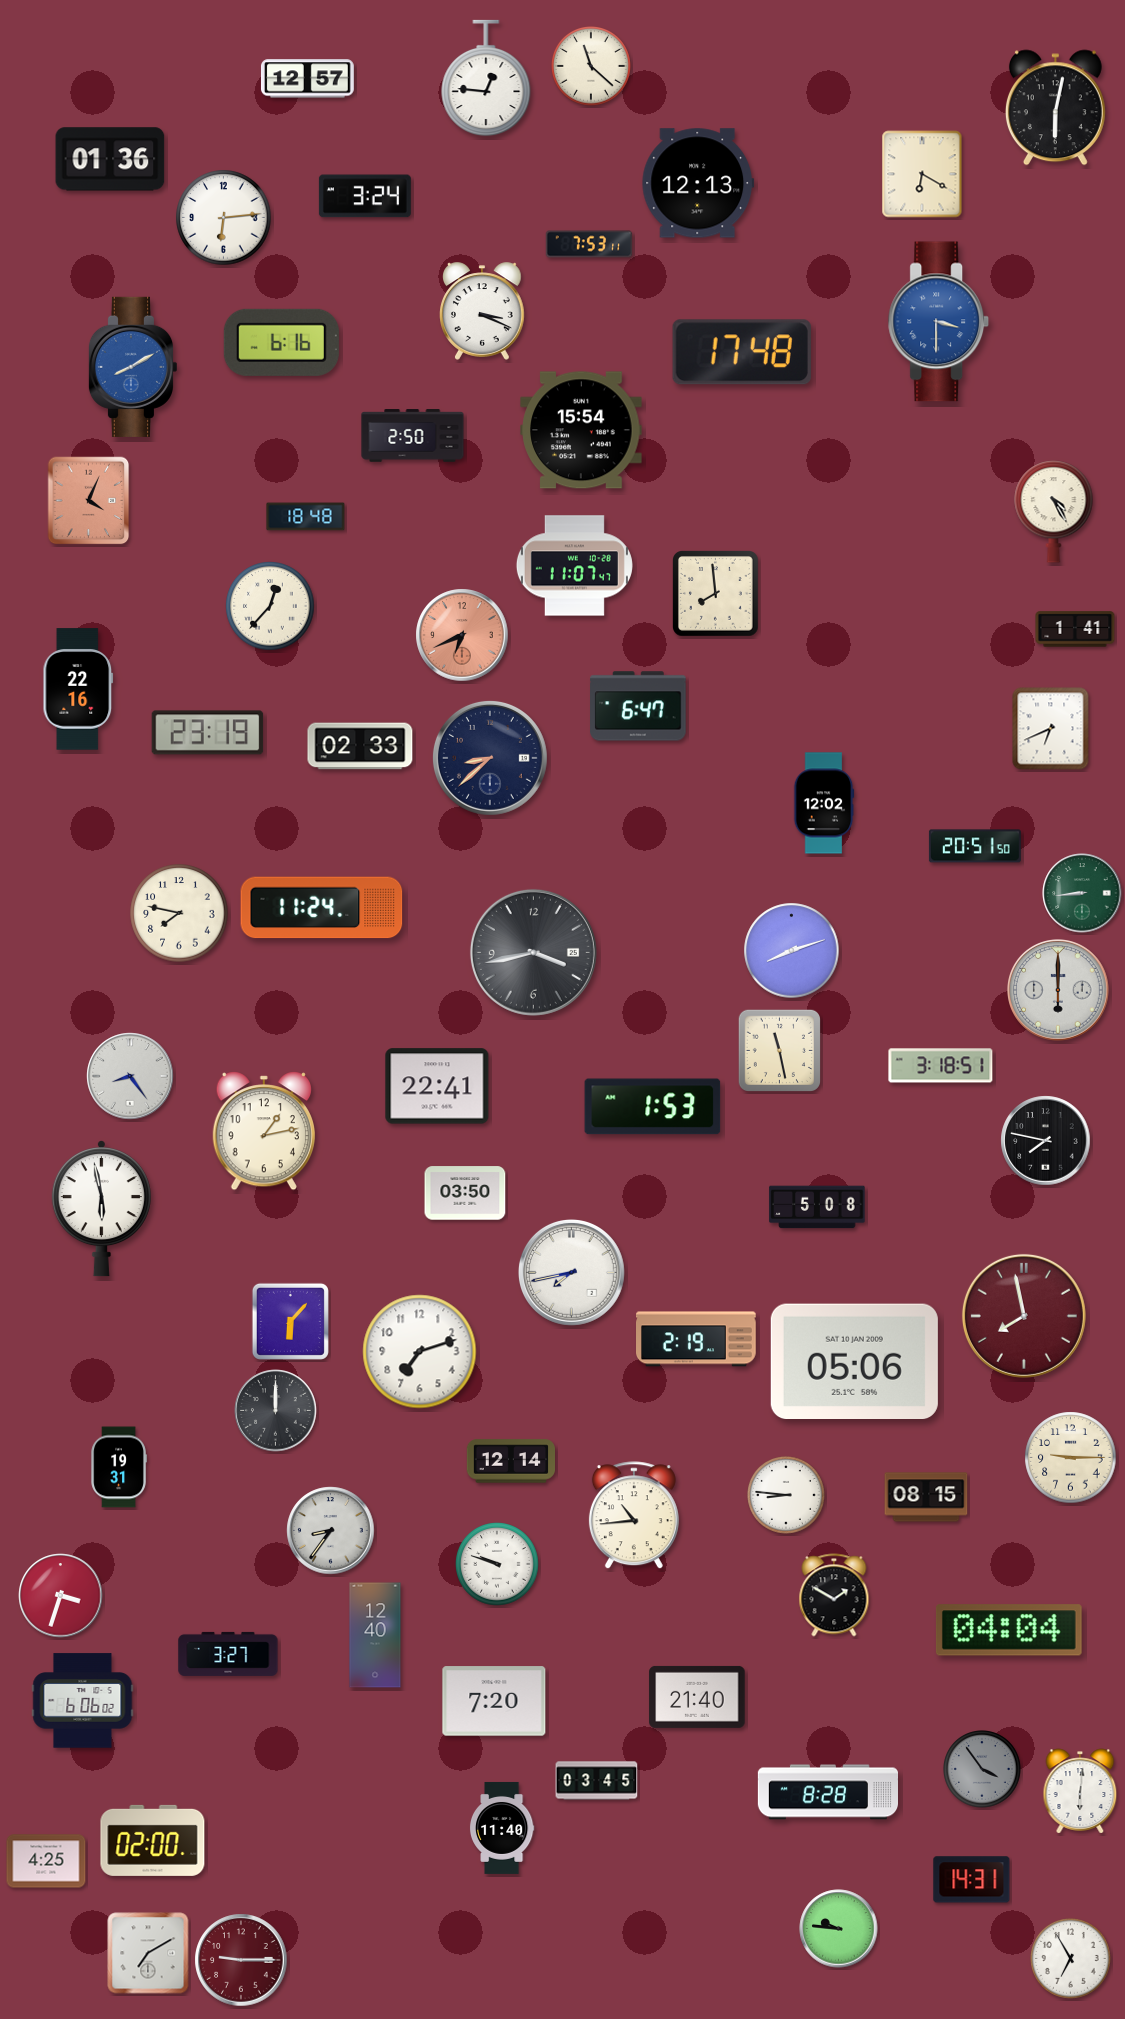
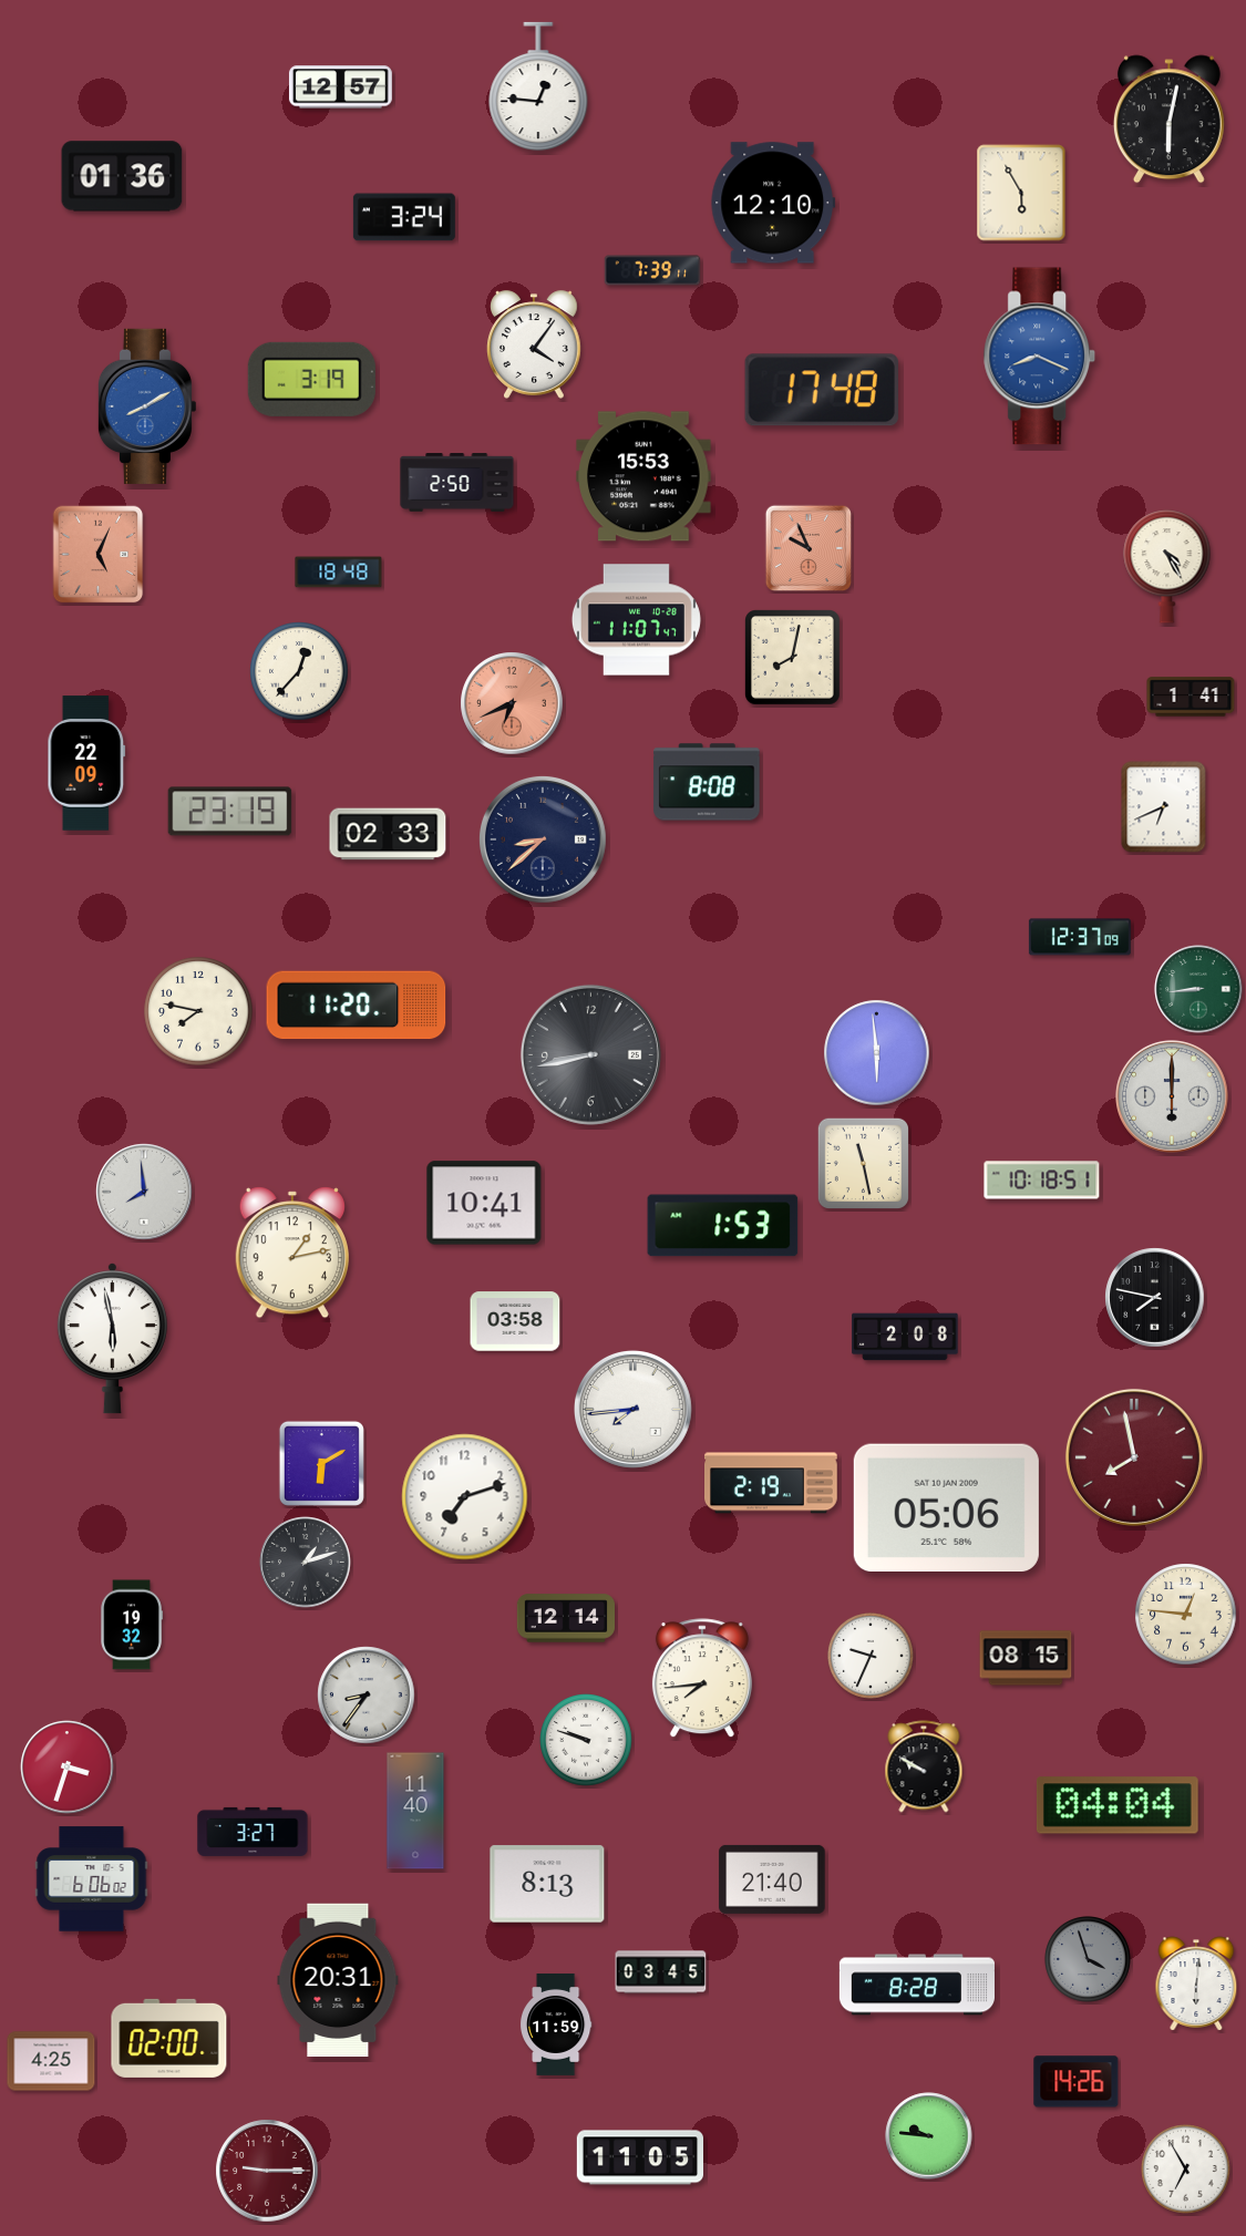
clock at (592, 67): 11:22 -> none
clock at (922, 174): 6:20 -> 5:55
clock at (698, 183): 12:13 -> 12:10
clock at (224, 218): 6:14 -> none
clock at (589, 244): 7:53 -> 7:39
clock at (483, 311): 3:19 -> 4:06
clock at (939, 322): 3:30 -> 8:19
clock at (281, 342): 6:16 -> 3:19
clock at (581, 430): 15:54 -> 15:53
clock at (809, 548): none -> 9:56
clock at (89, 501): 4:04 -> 5:04
clock at (574, 566) position: (574, 566) -> (636, 620)
clock at (716, 594): 7:59 -> 8:02
clock at (78, 689): 22:16 -> 22:09
clock at (638, 706): 6:47 -> 8:08
clock at (360, 746) position: (360, 746) -> (388, 834)
clock at (824, 803): 12:02 -> none
clock at (975, 846): 20:51 -> 12:37
clock at (322, 908): 11:24 -> 11:20
clock at (792, 951): 8:12 -> 5:59
clock at (533, 952): 3:43 -> 8:43
clock at (941, 1066): 3:18 -> 10:18
clock at (130, 1076): 8:24 -> 7:59
clock at (437, 1086): 22:41 -> 10:41
clock at (1046, 1141) position: (1046, 1141) -> (1155, 1298)
clock at (465, 1193): 03:50 -> 03:58
clock at (817, 1207): 5:08 -> 2:08
clock at (572, 1273): 7:43 -> 7:44
clock at (290, 1321): 6:07 -> 6:10
clock at (276, 1411): 12:00 -> 1:12
clock at (1071, 1458): 9:15 -> 12:46
clock at (119, 1467): 19:31 -> 19:32
clock at (787, 1496): 8:46 -> 9:34
clock at (634, 1516): 10:44 -> 7:44
clock at (497, 1564) position: (497, 1564) -> (586, 1740)
clock at (834, 1595): 1:50 -> 9:50
clock at (375, 1635): 12:40 -> 11:40
clock at (83, 1701) position: (83, 1701) -> (92, 1879)
clock at (494, 1701): 7:20 -> 8:13
clock at (983, 1770): 3:54 -> 3:57
clock at (338, 1980): none -> 20:31
clock at (502, 1828): 11:40 -> 11:59
clock at (972, 1880): 14:31 -> 14:26
clock at (639, 2157): none -> 11:05
clock at (148, 1953): 7:10 -> none
